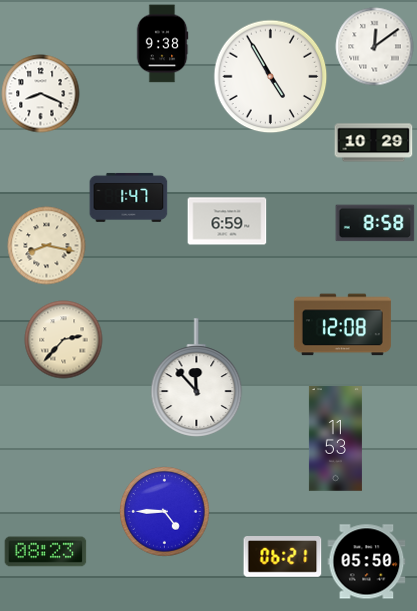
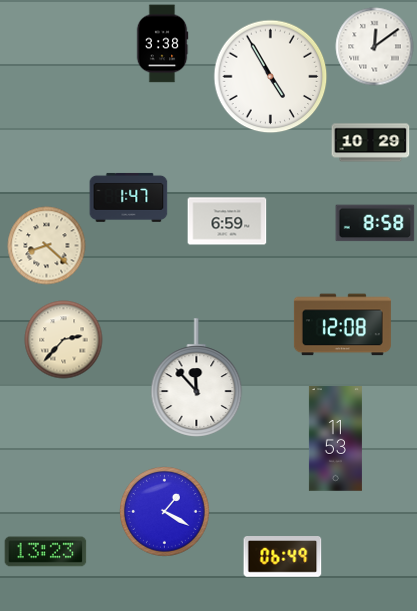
clock at (162, 43): 9:38 -> 3:38
clock at (40, 93): 8:19 -> none
clock at (373, 143) position: (373, 143) -> (370, 143)
clock at (46, 245): 8:17 -> 8:22
clock at (164, 511): 4:45 -> 1:20
clock at (45, 552): 08:23 -> 13:23
clock at (282, 557): 06:21 -> 06:49
clock at (366, 562): 05:50 -> none
